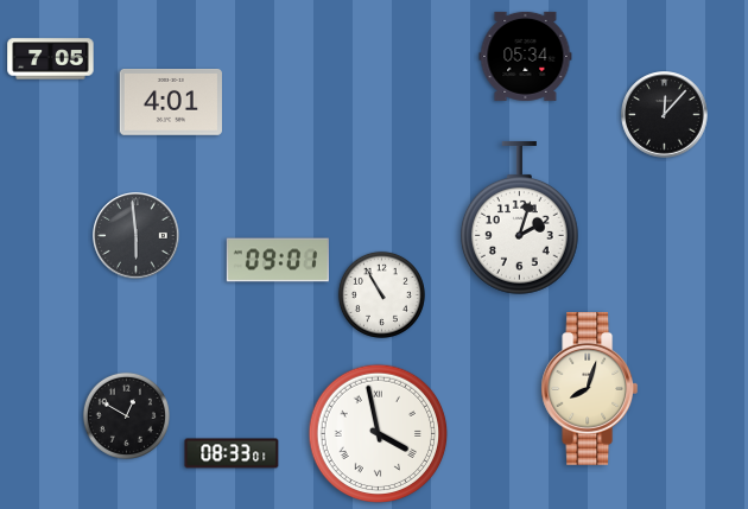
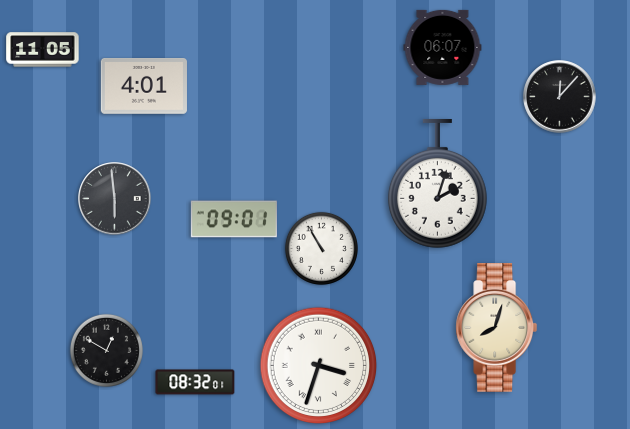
clock at (526, 56): 05:34 -> 06:07
clock at (51, 59): 7:05 -> 11:05
clock at (379, 434): 3:58 -> 3:33
clock at (232, 453): 08:33 -> 08:32
